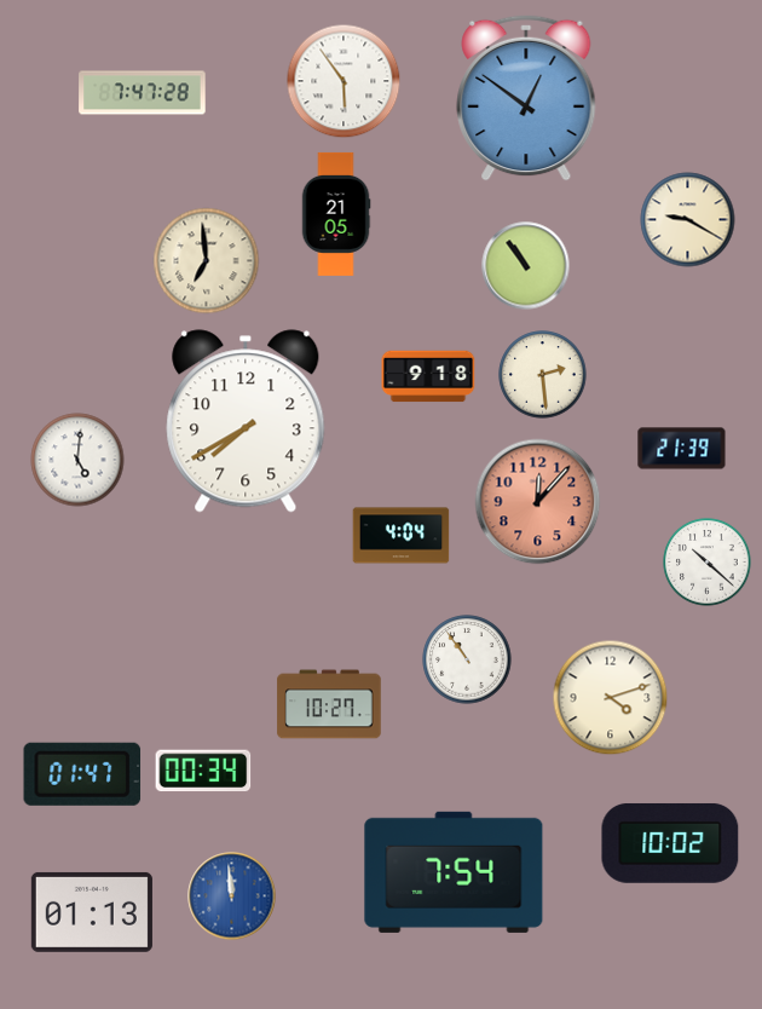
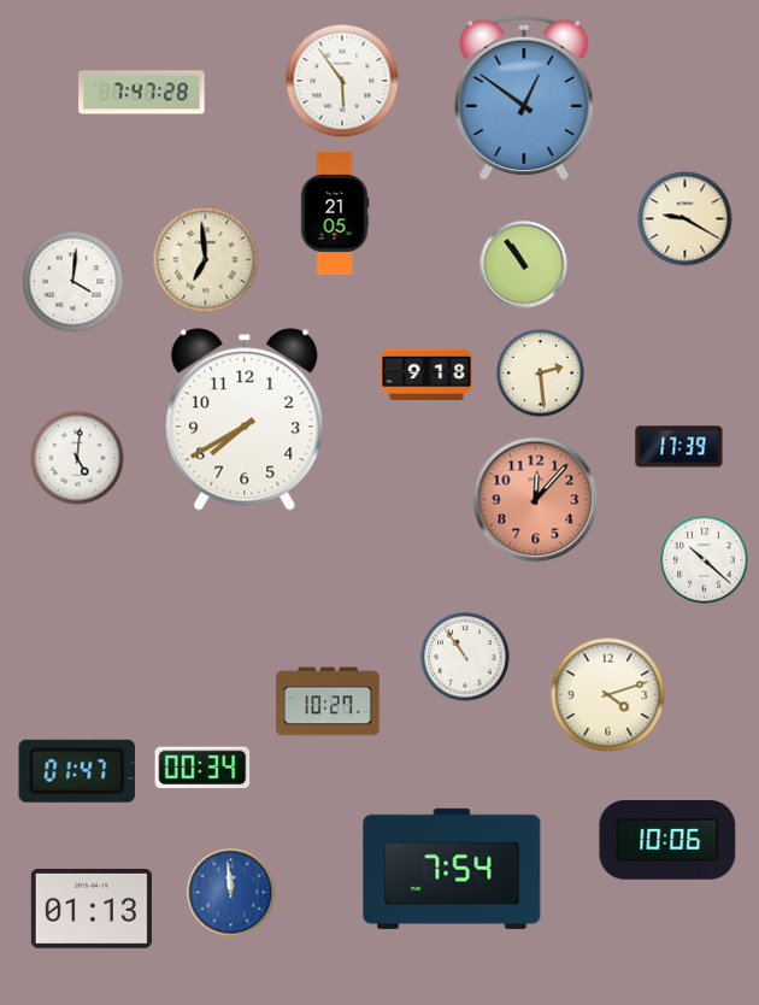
clock at (73, 282): none -> 4:01
clock at (682, 449): 21:39 -> 17:39
clock at (402, 536): 4:04 -> none
clock at (82, 774) position: (82, 774) -> (77, 771)
clock at (670, 843): 10:02 -> 10:06
